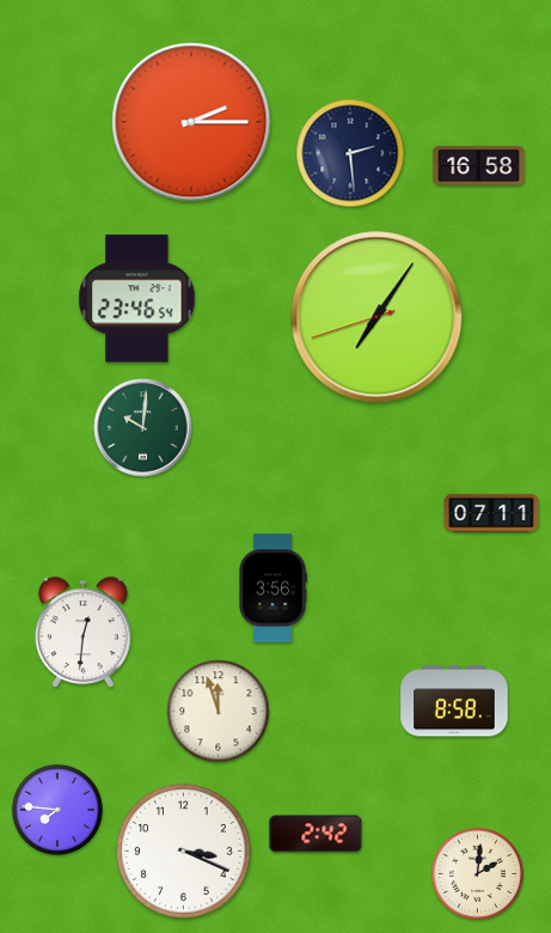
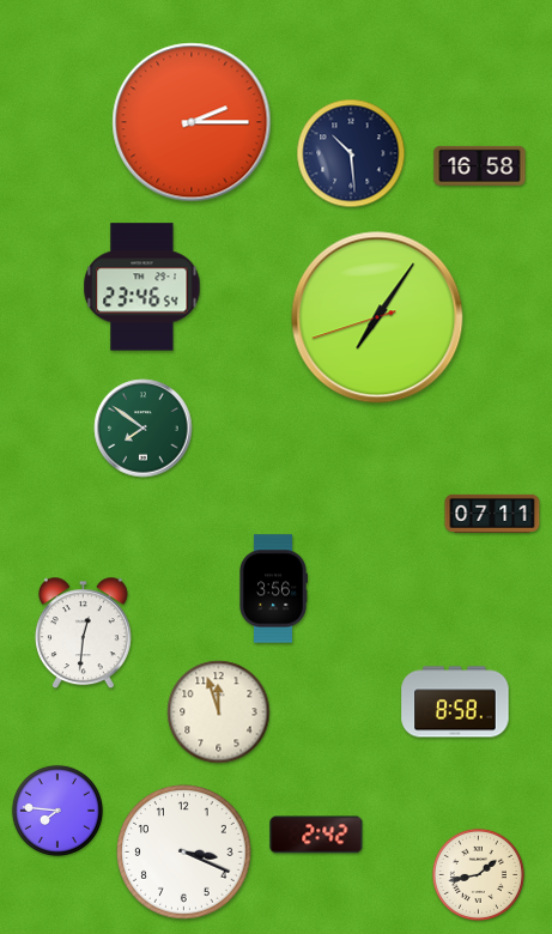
clock at (350, 153): 2:29 -> 10:29
clock at (137, 299) position: (137, 299) -> (142, 287)
clock at (143, 428): 10:01 -> 7:51
clock at (477, 873): 2:01 -> 1:43
